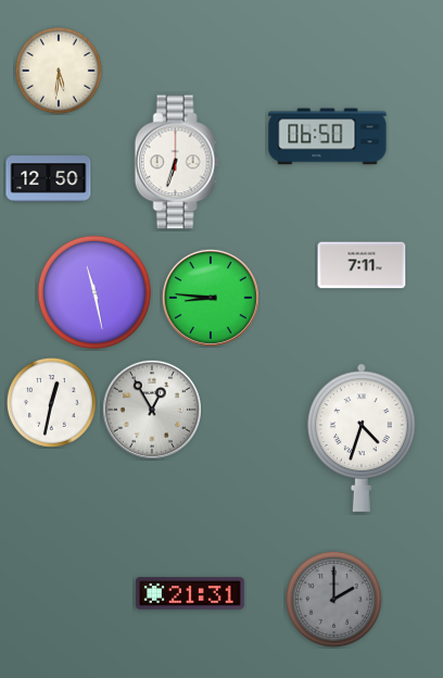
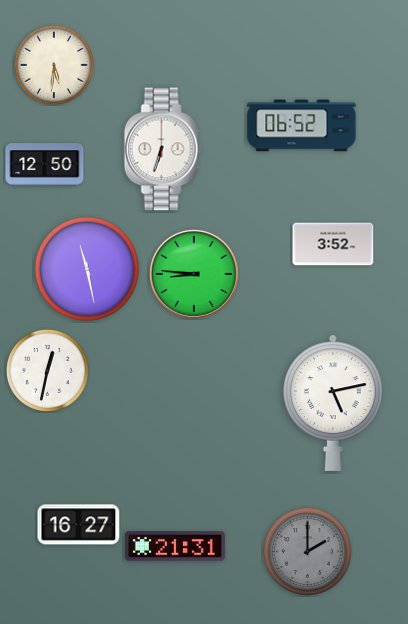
clock at (328, 137): 06:50 -> 06:52
clock at (362, 265): 7:11 -> 3:52
clock at (152, 410): 12:55 -> none
clock at (362, 438): 4:33 -> 5:13
clock at (79, 525): none -> 16:27
